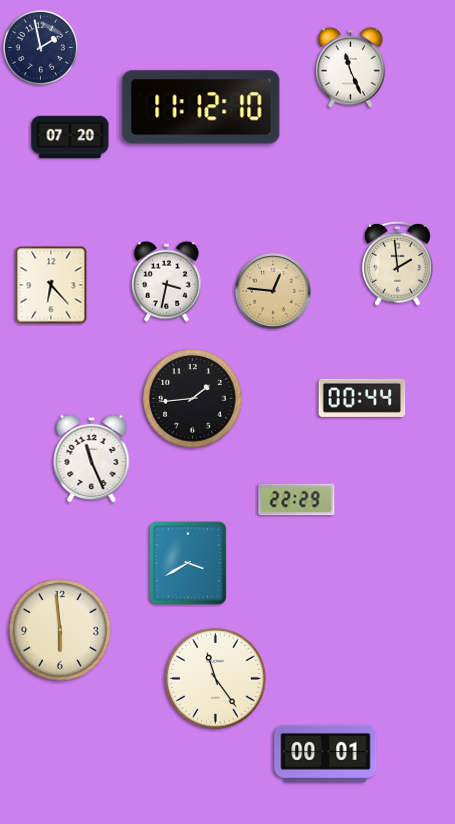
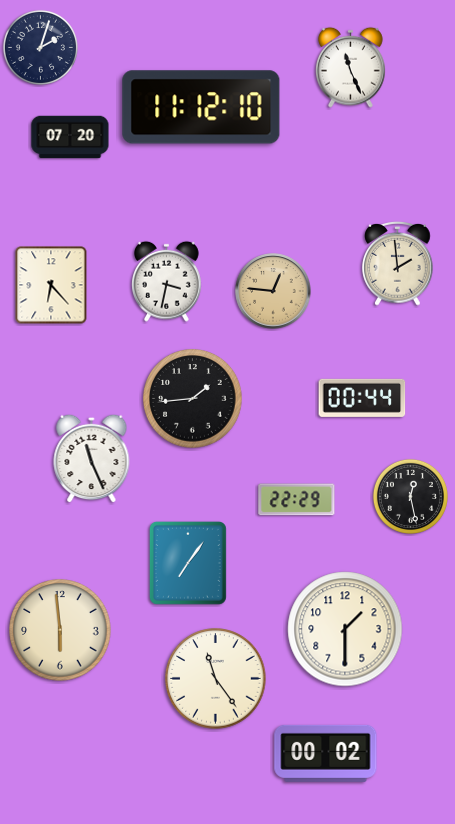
clock at (40, 47): 1:58 -> 2:03
clock at (410, 496): none -> 12:28
clock at (188, 563): 3:40 -> 7:06
clock at (345, 629): none -> 1:30
clock at (326, 753): 00:01 -> 00:02
